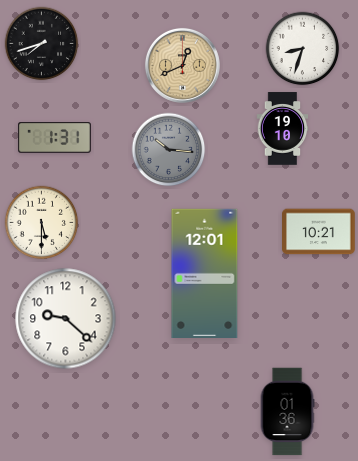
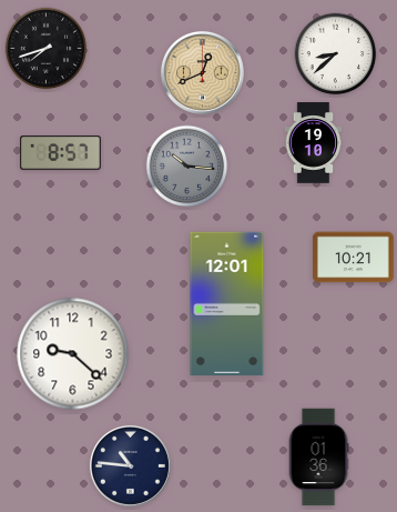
clock at (303, 49): 8:33 -> 8:38
clock at (55, 138): 1:31 -> 8:57
clock at (42, 223): 5:30 -> none
clock at (130, 465): none -> 10:46
